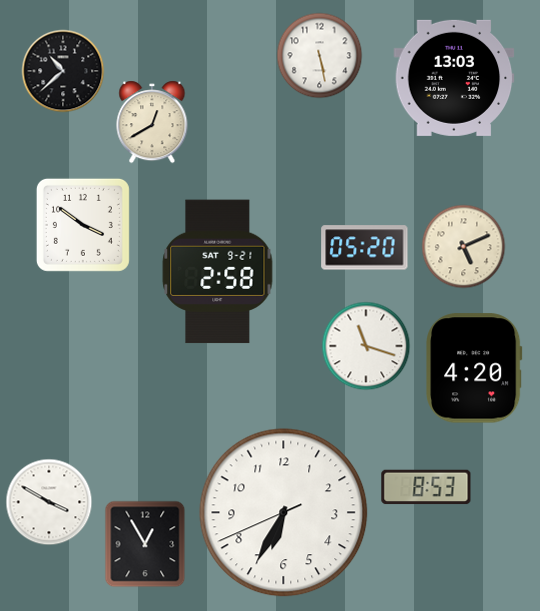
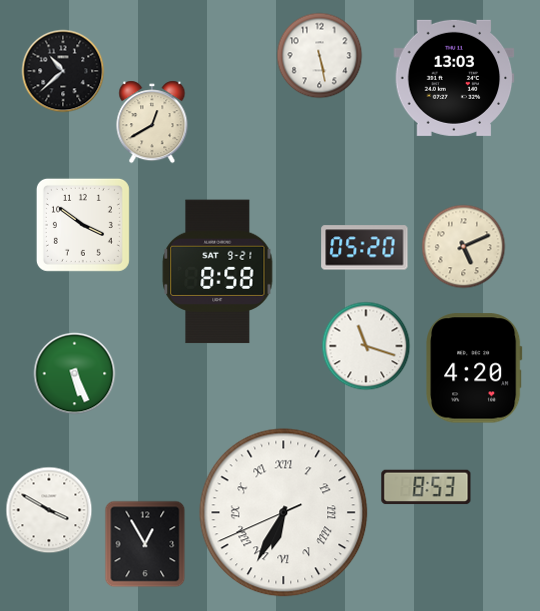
clock at (218, 272): 2:58 -> 8:58
clock at (75, 374): none -> 5:26
clock at (49, 502) position: (49, 502) -> (49, 510)
clock at (284, 513) numerals: Arabic -> Roman
